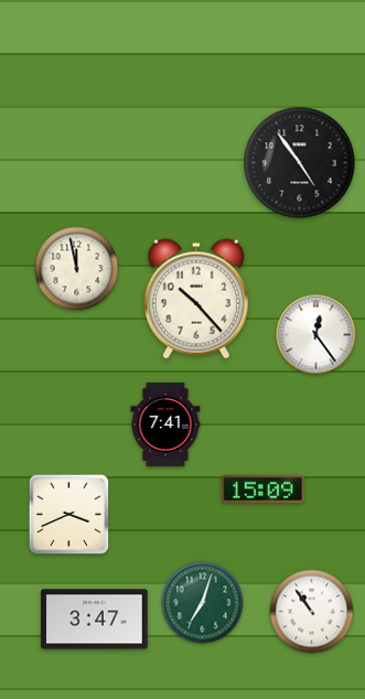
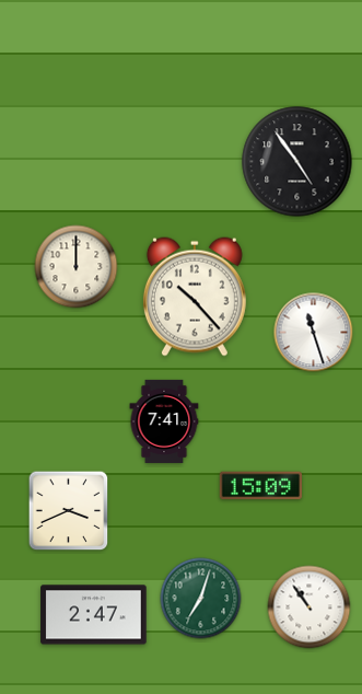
clock at (77, 269): 11:58 -> 12:00
clock at (316, 335): 12:24 -> 11:27
clock at (95, 620): 3:47 -> 2:47
